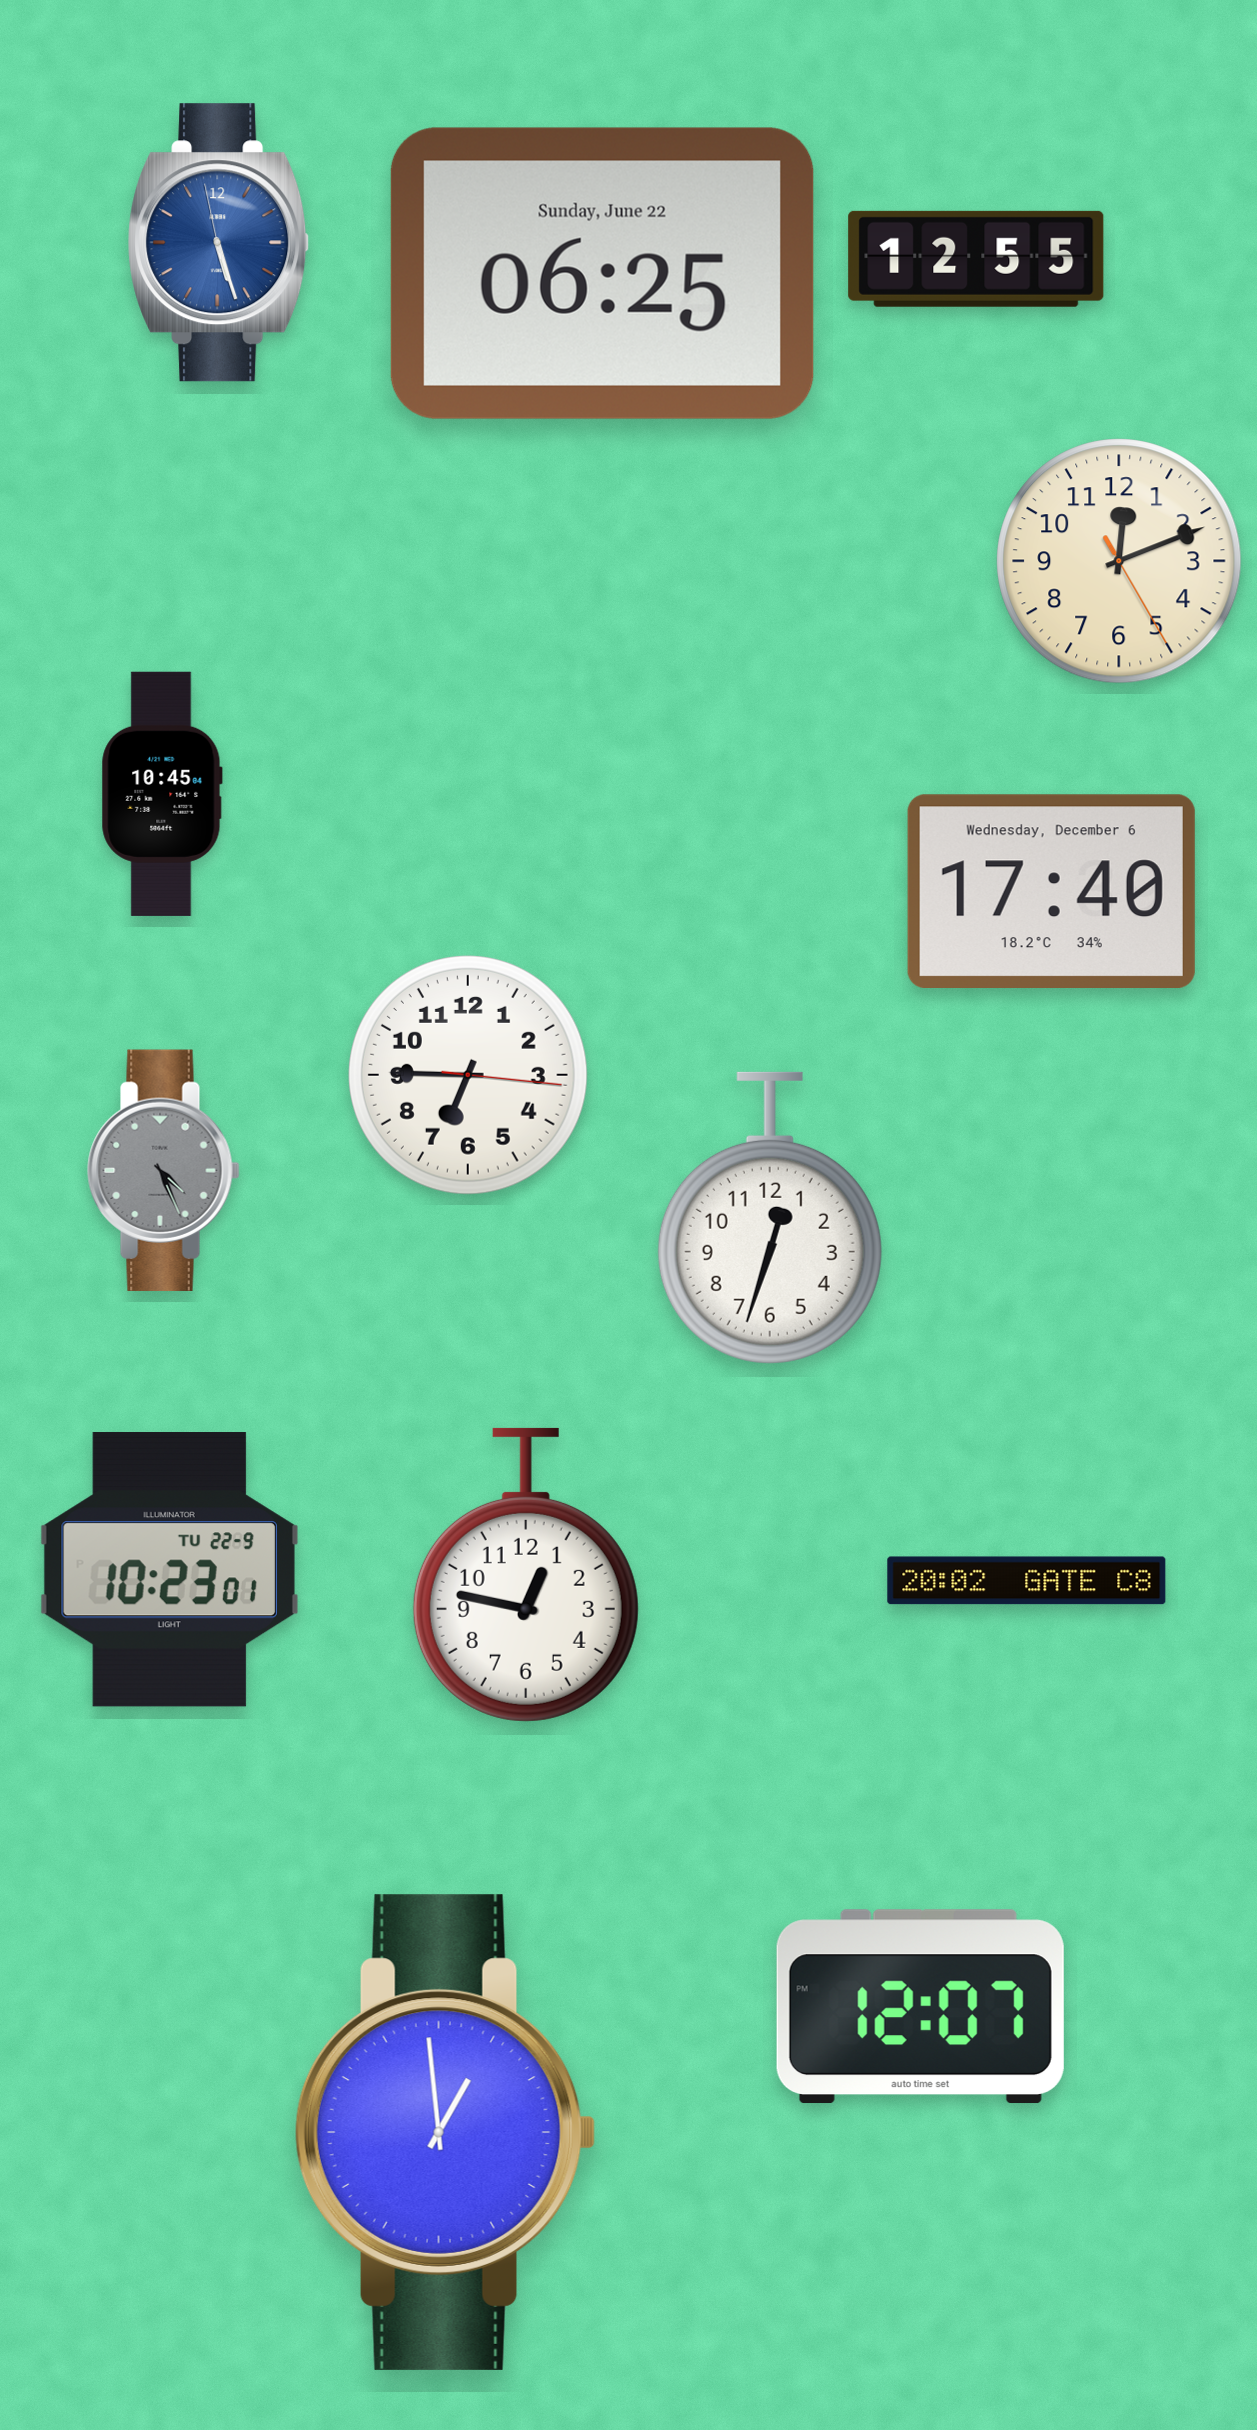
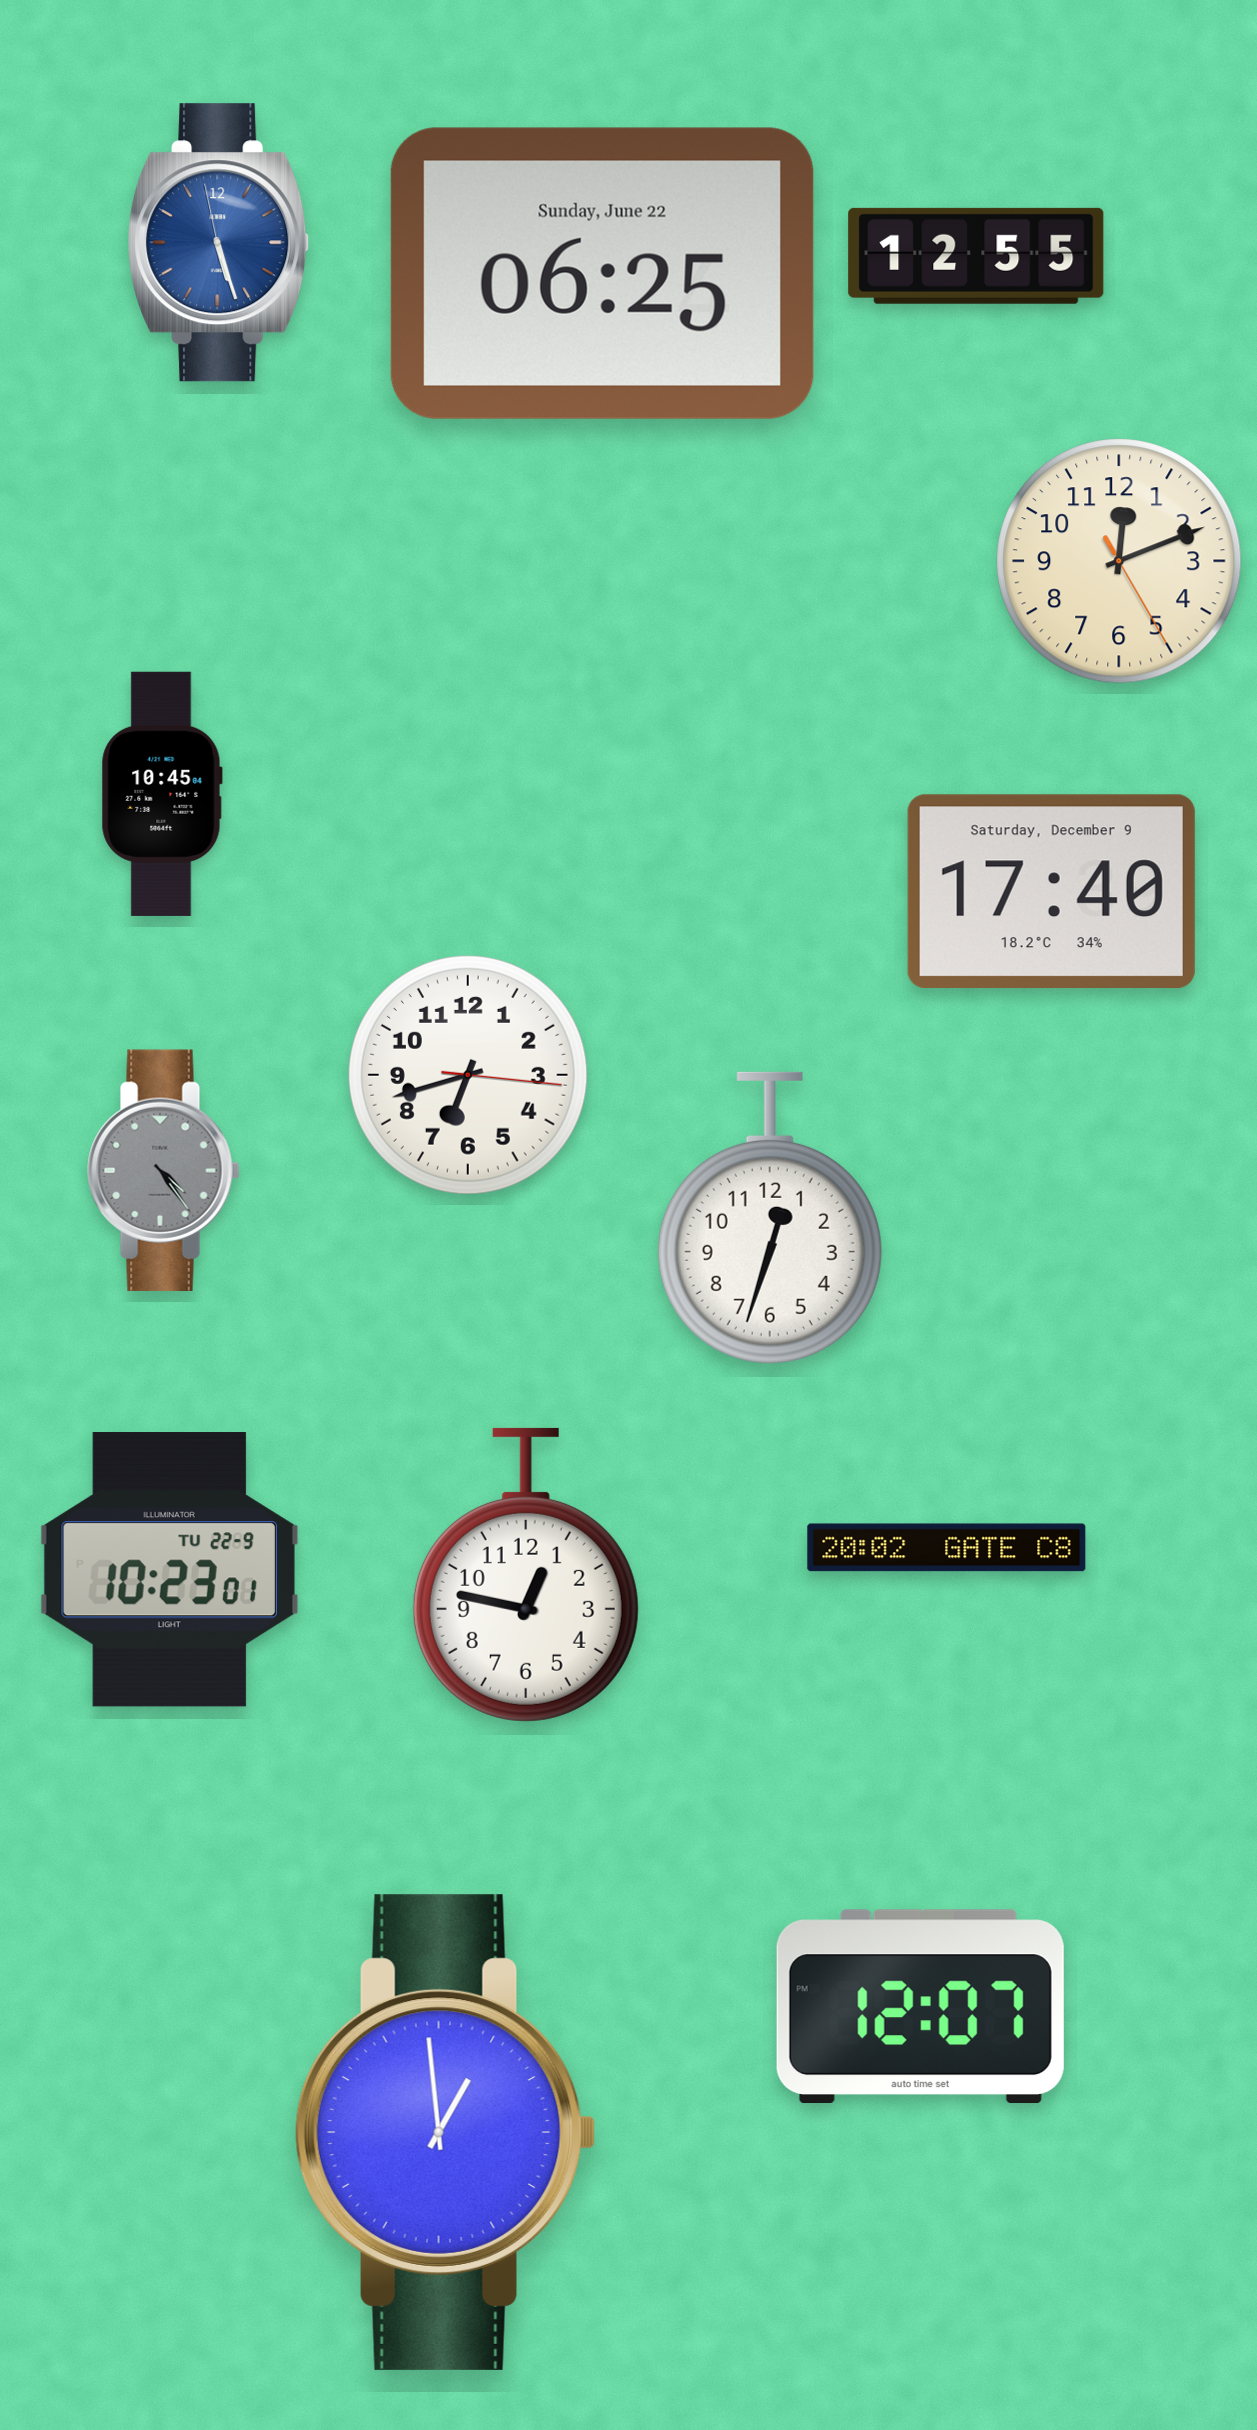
clock at (976, 259) position: (976, 259) -> (976, 256)
clock at (1051, 891) date: Wednesday, December 6 -> Saturday, December 9
clock at (468, 1075): 6:45 -> 6:42
clock at (164, 1170): 4:26 -> 4:24
clock at (1027, 1581) position: (1027, 1581) -> (947, 1548)
